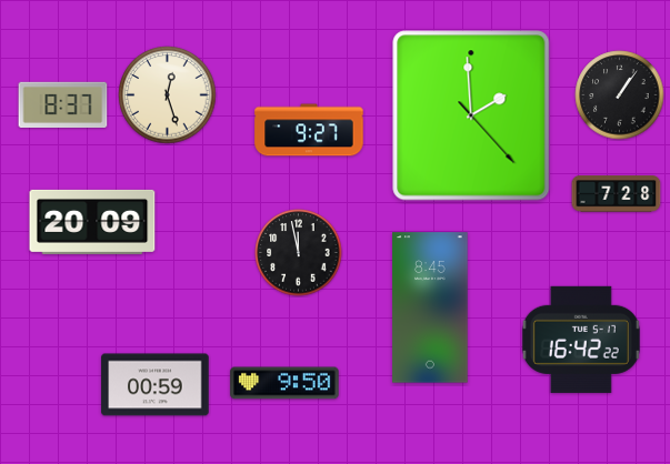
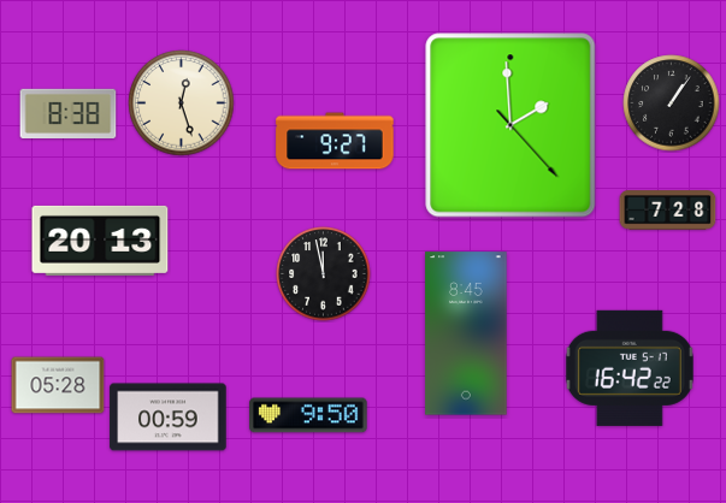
clock at (63, 104): 8:37 -> 8:38
clock at (92, 222): 20:09 -> 20:13
clock at (58, 385): none -> 05:28
